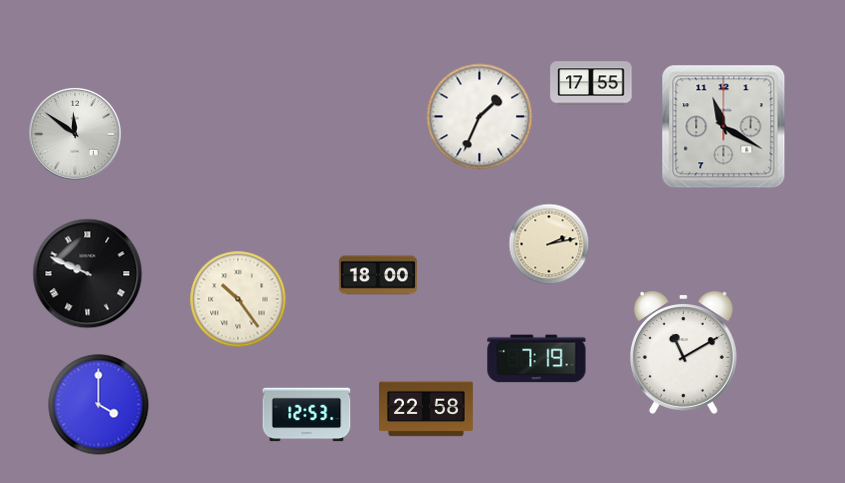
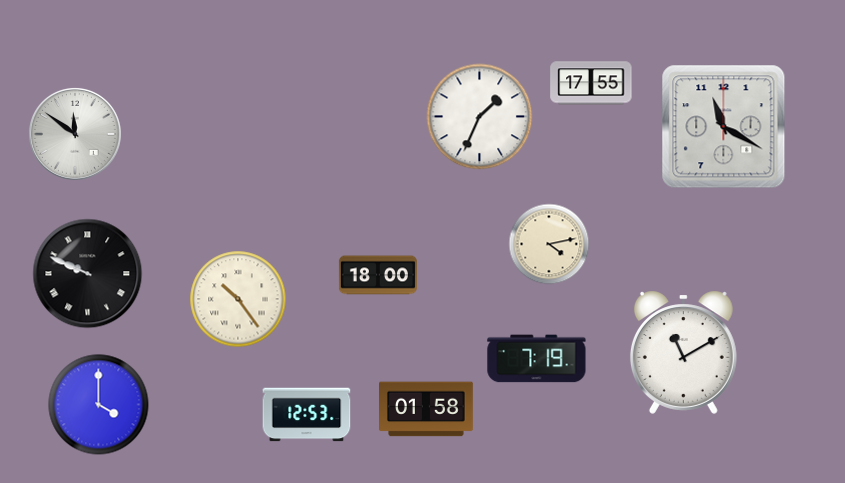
clock at (549, 244): 2:13 -> 4:13
clock at (427, 409): 22:58 -> 01:58
